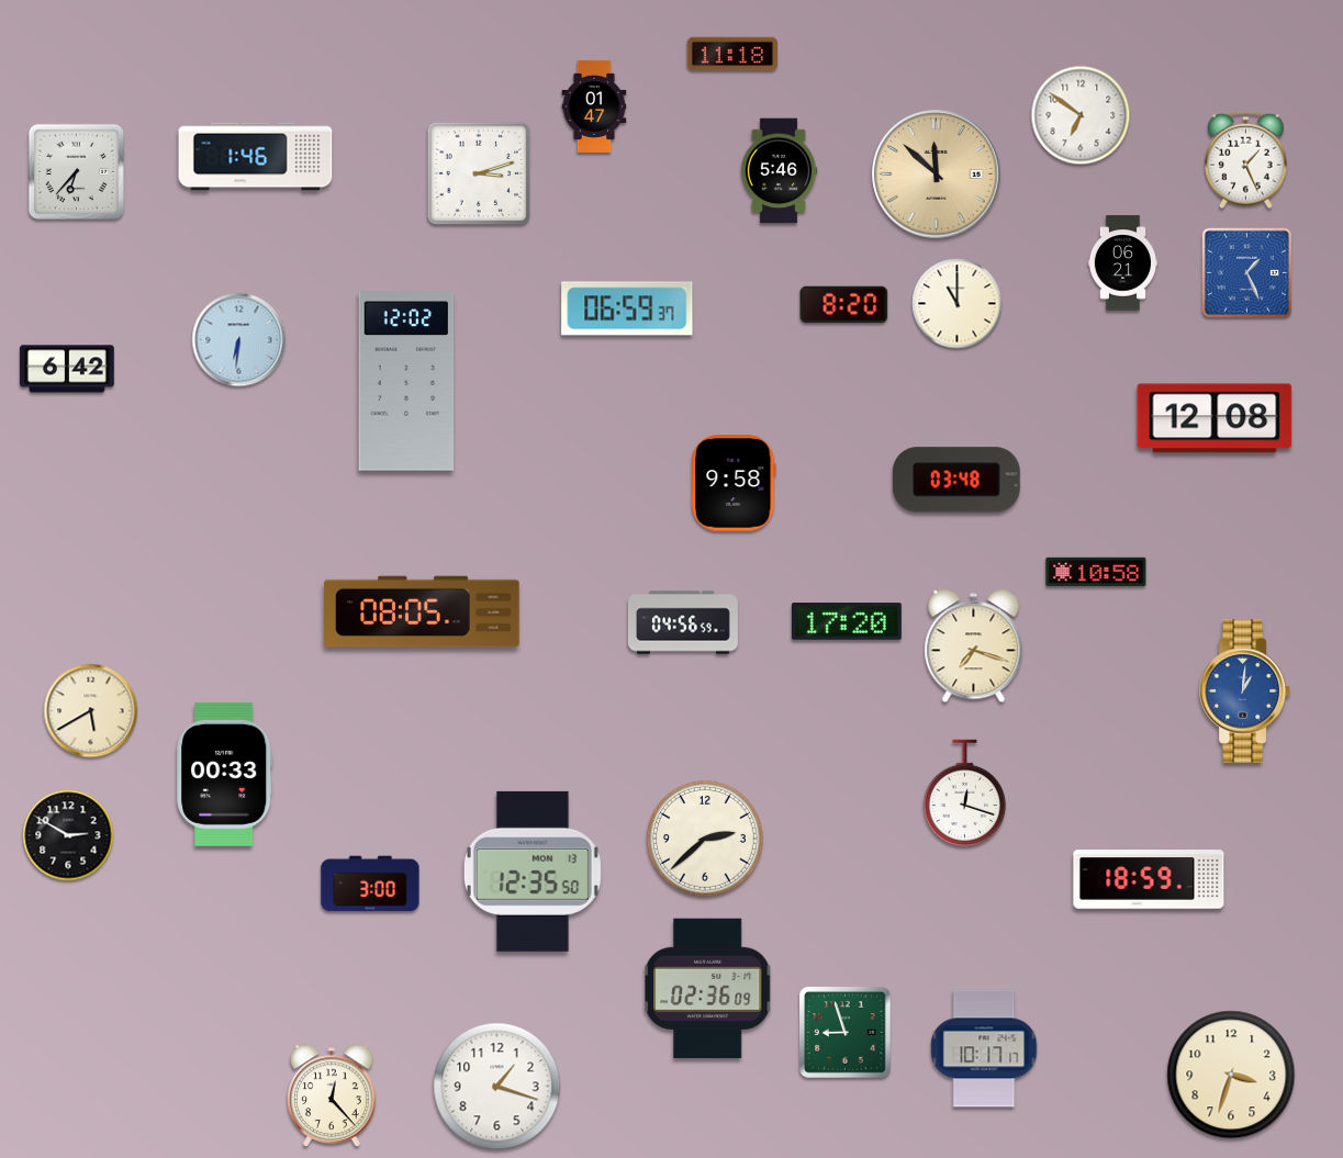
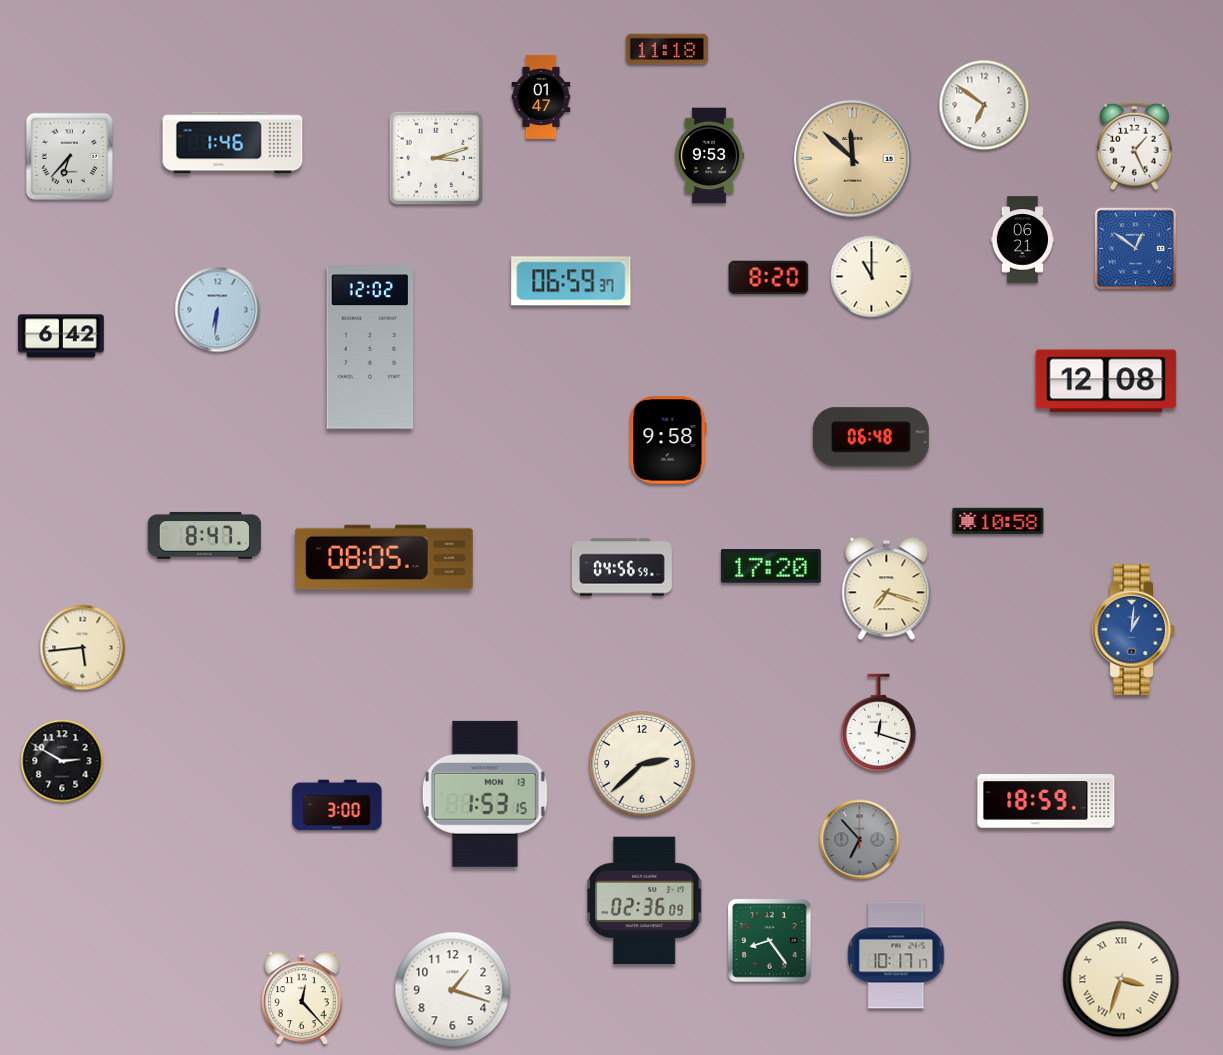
clock at (779, 171): 5:46 -> 9:53
clock at (1247, 273): 1:26 -> 12:51
clock at (956, 480): 03:48 -> 06:48
clock at (204, 535): none -> 8:47
clock at (91, 711): 5:40 -> 5:44
clock at (225, 774): 00:33 -> none
clock at (533, 872): 12:35 -> 1:53
clock at (860, 840): none -> 6:53
clock at (846, 1033): 8:57 -> 8:24
clock at (1231, 1075) numerals: Arabic -> Roman
